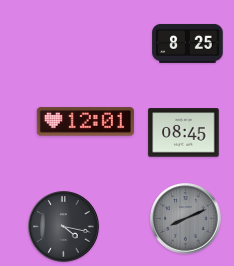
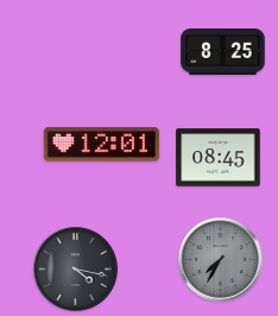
clock at (186, 219): 8:11 -> 7:35
